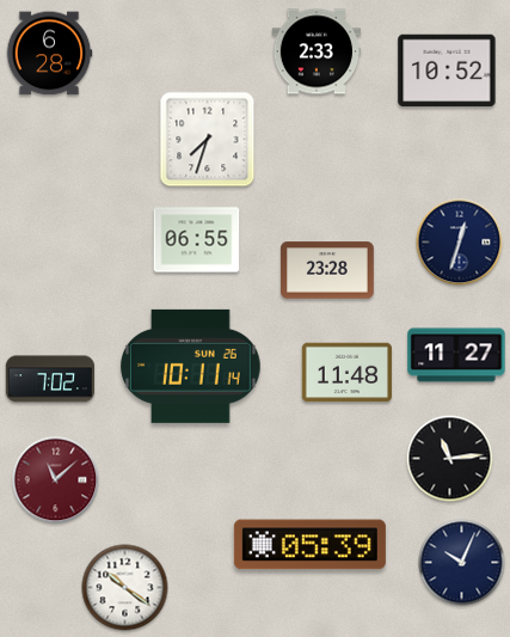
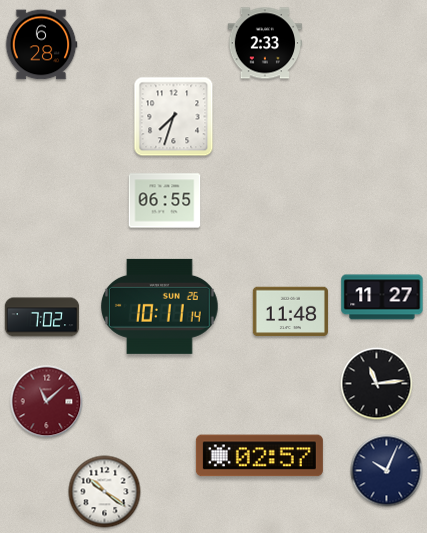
clock at (447, 71): 10:52 -> none
clock at (460, 243): 12:33 -> none
clock at (328, 270): 23:28 -> none
clock at (309, 545): 05:39 -> 02:57
